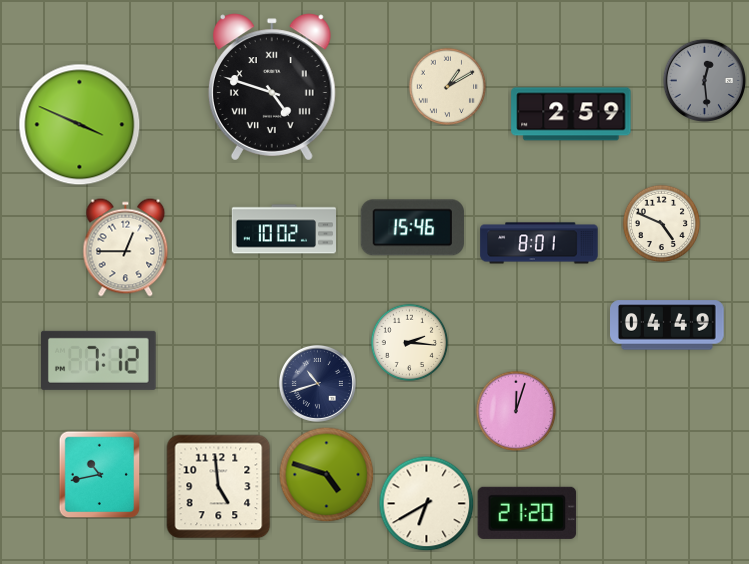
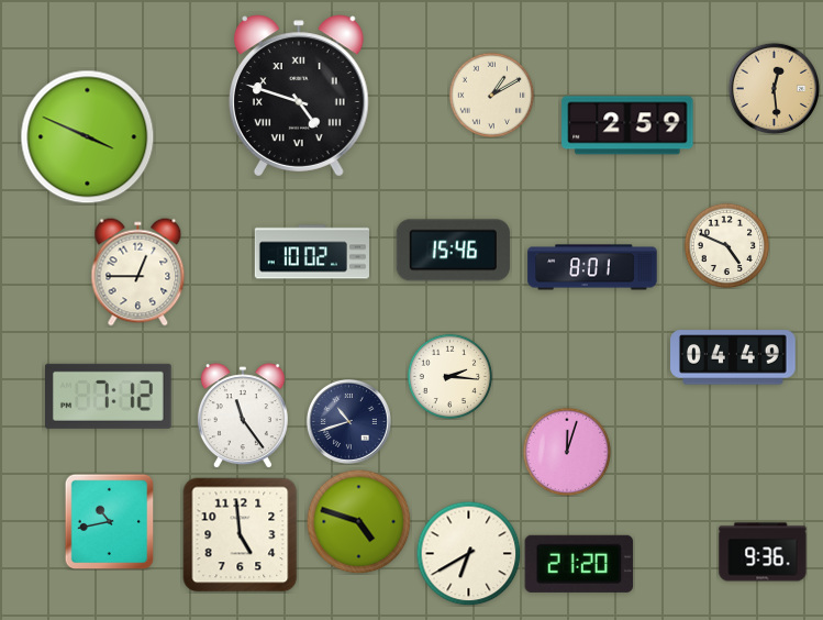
clock at (704, 80) dial: grey -> champagne
clock at (243, 416): none -> 11:24
clock at (763, 552): none -> 9:36
